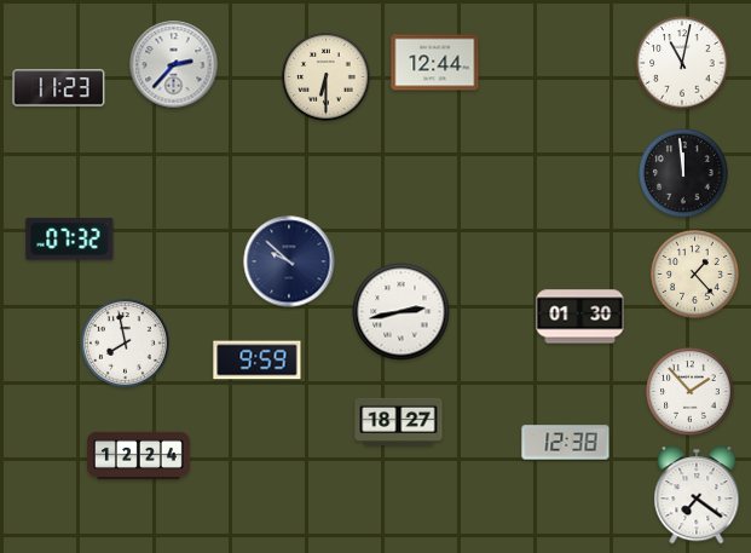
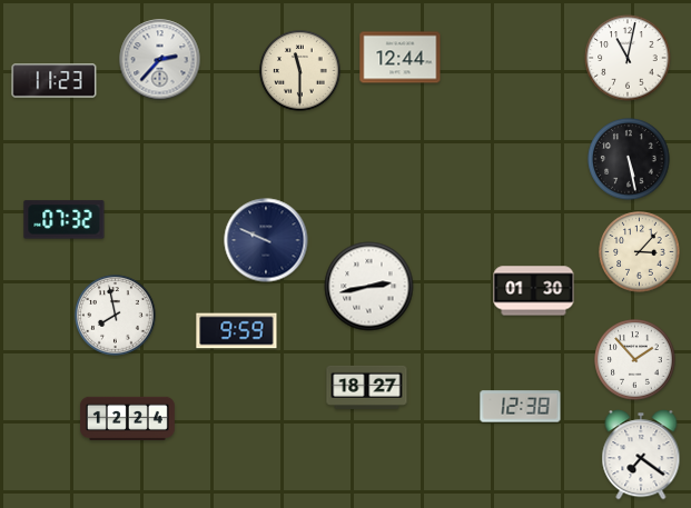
clock at (327, 77): 6:30 -> 11:30
clock at (683, 173): 11:59 -> 5:28
clock at (289, 261): 9:52 -> 9:49
clock at (695, 275): 1:23 -> 3:07
